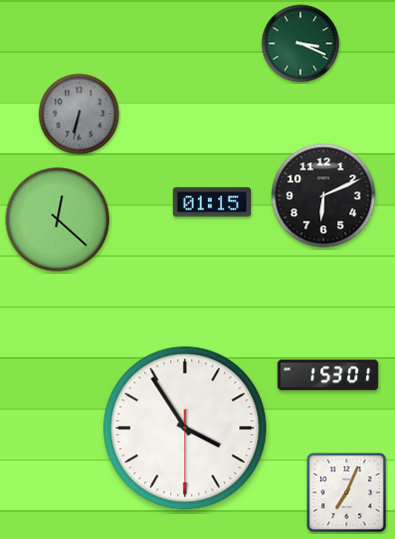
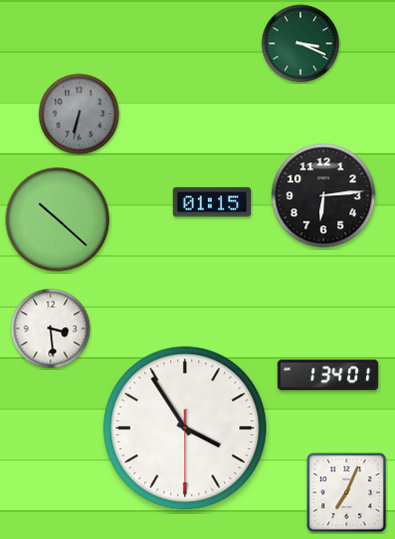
clock at (324, 196): 6:11 -> 6:14
clock at (58, 220): 12:22 -> 10:22
clock at (51, 329): none -> 3:29
clock at (328, 375): 1:53 -> 1:34
